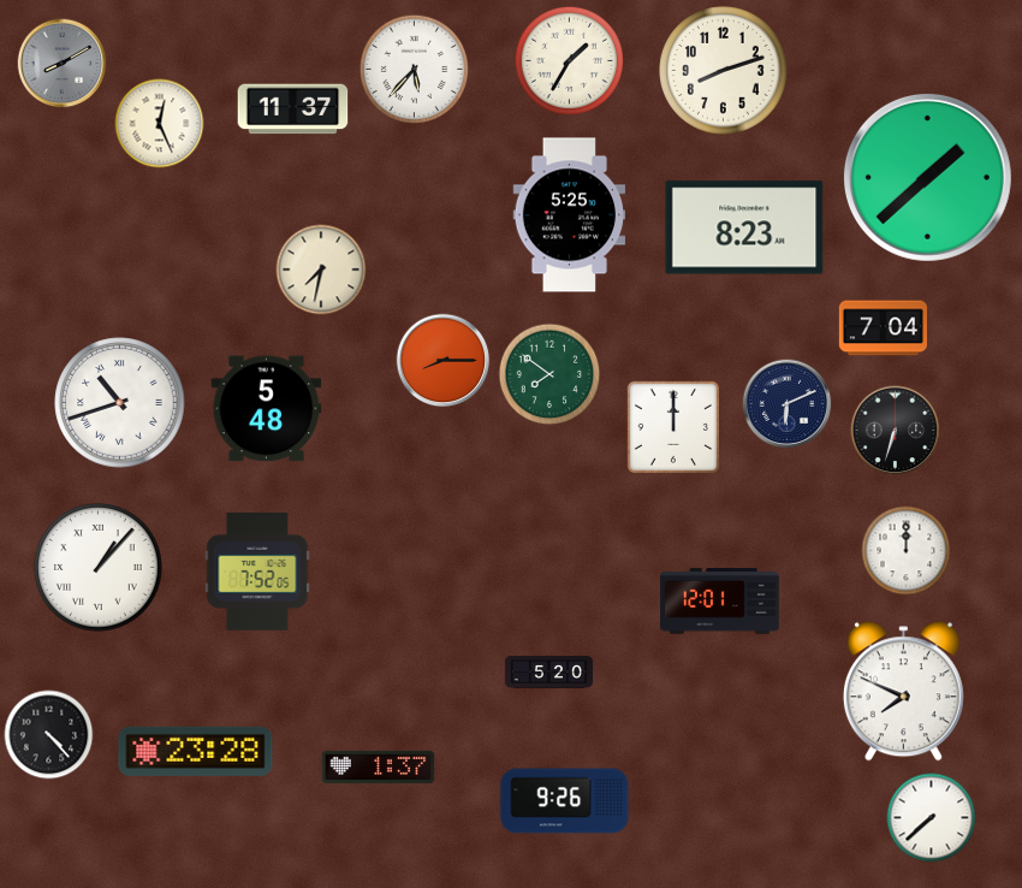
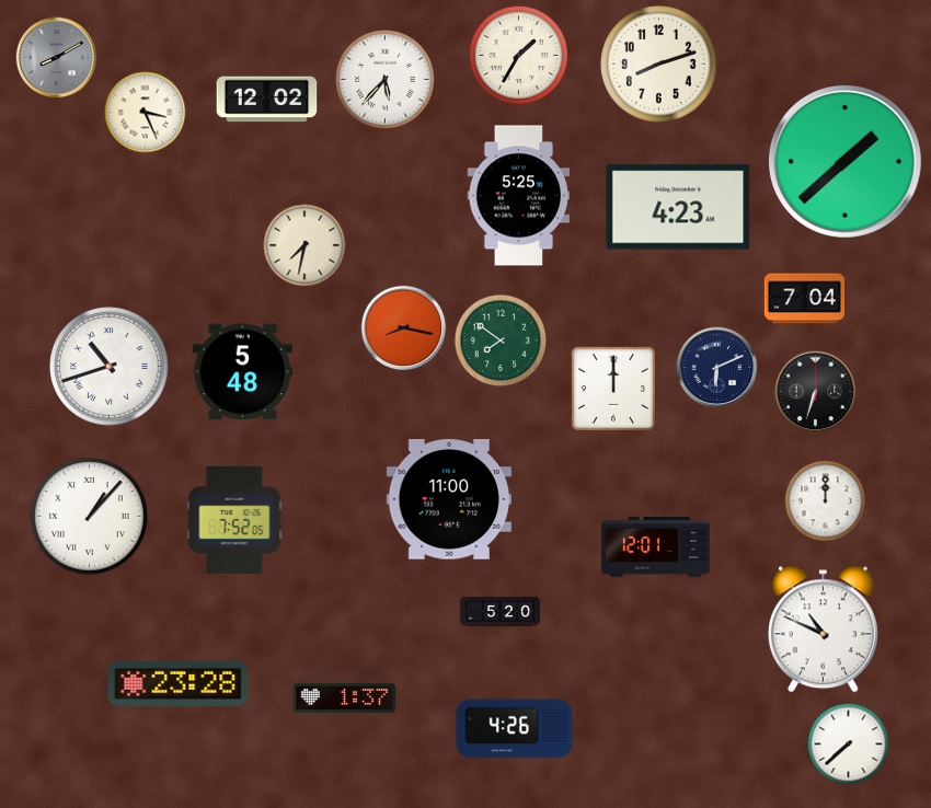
clock at (414, 69) position: (414, 69) -> (384, 79)
clock at (293, 109): 11:37 -> 12:02
clock at (160, 124): 12:26 -> 3:26
clock at (744, 227): 8:23 -> 4:23
clock at (321, 270) position: (321, 270) -> (304, 245)
clock at (444, 361): 8:15 -> 8:17
clock at (448, 499): none -> 11:00
clock at (903, 692): 7:49 -> 10:49
clock at (49, 735): 4:23 -> none
clock at (565, 801): 9:26 -> 4:26
